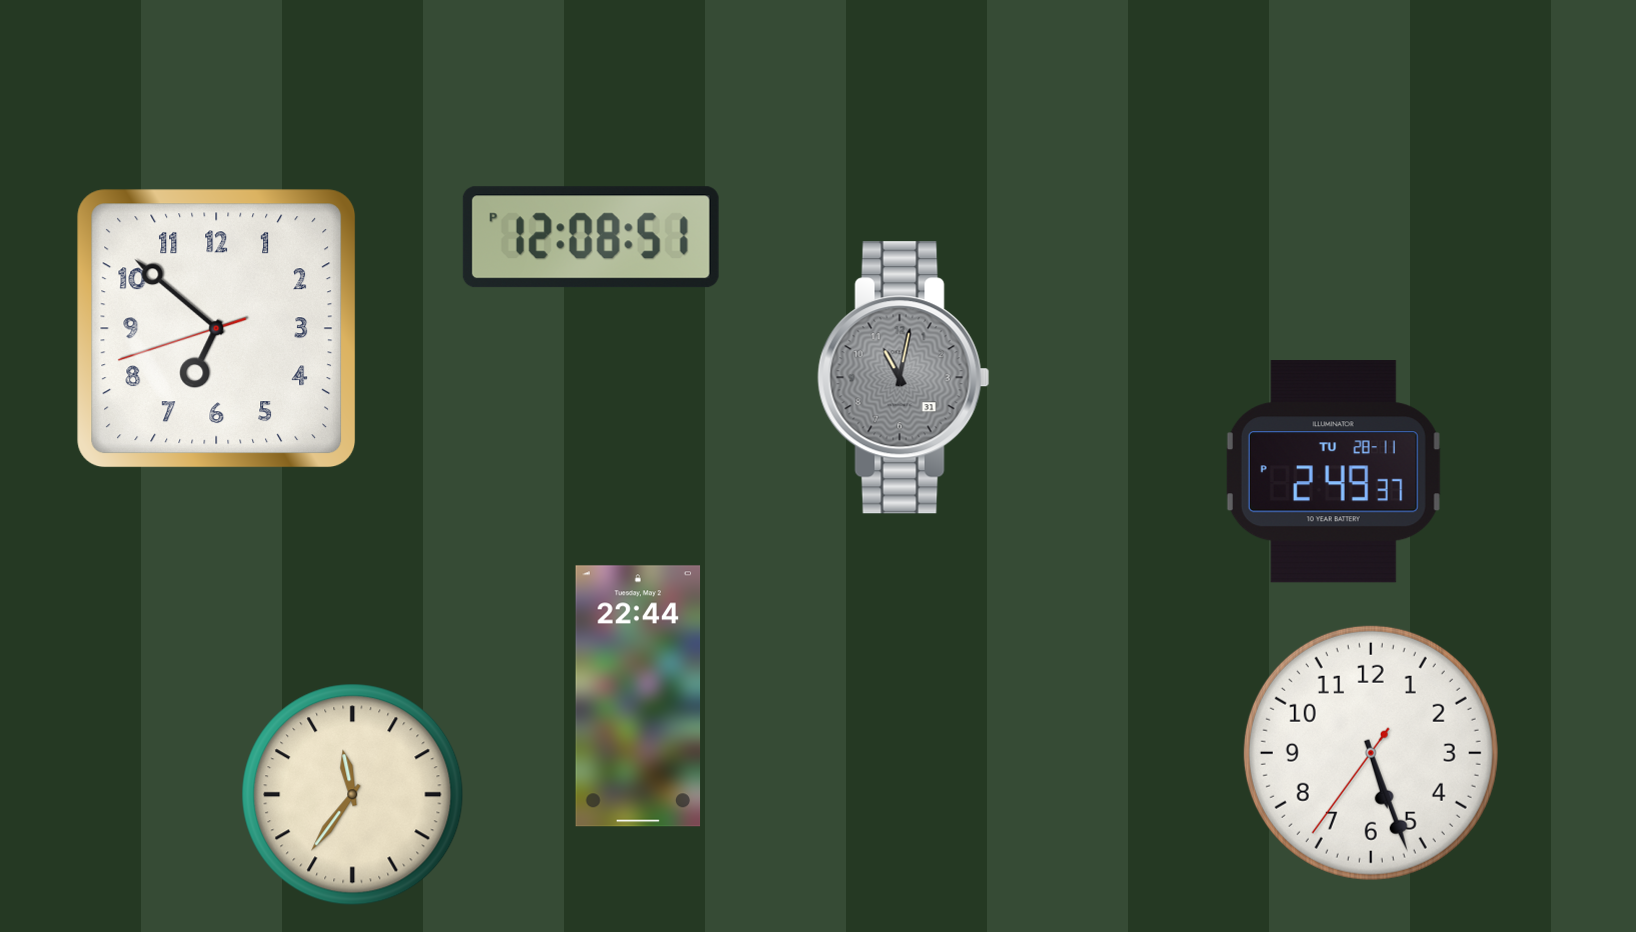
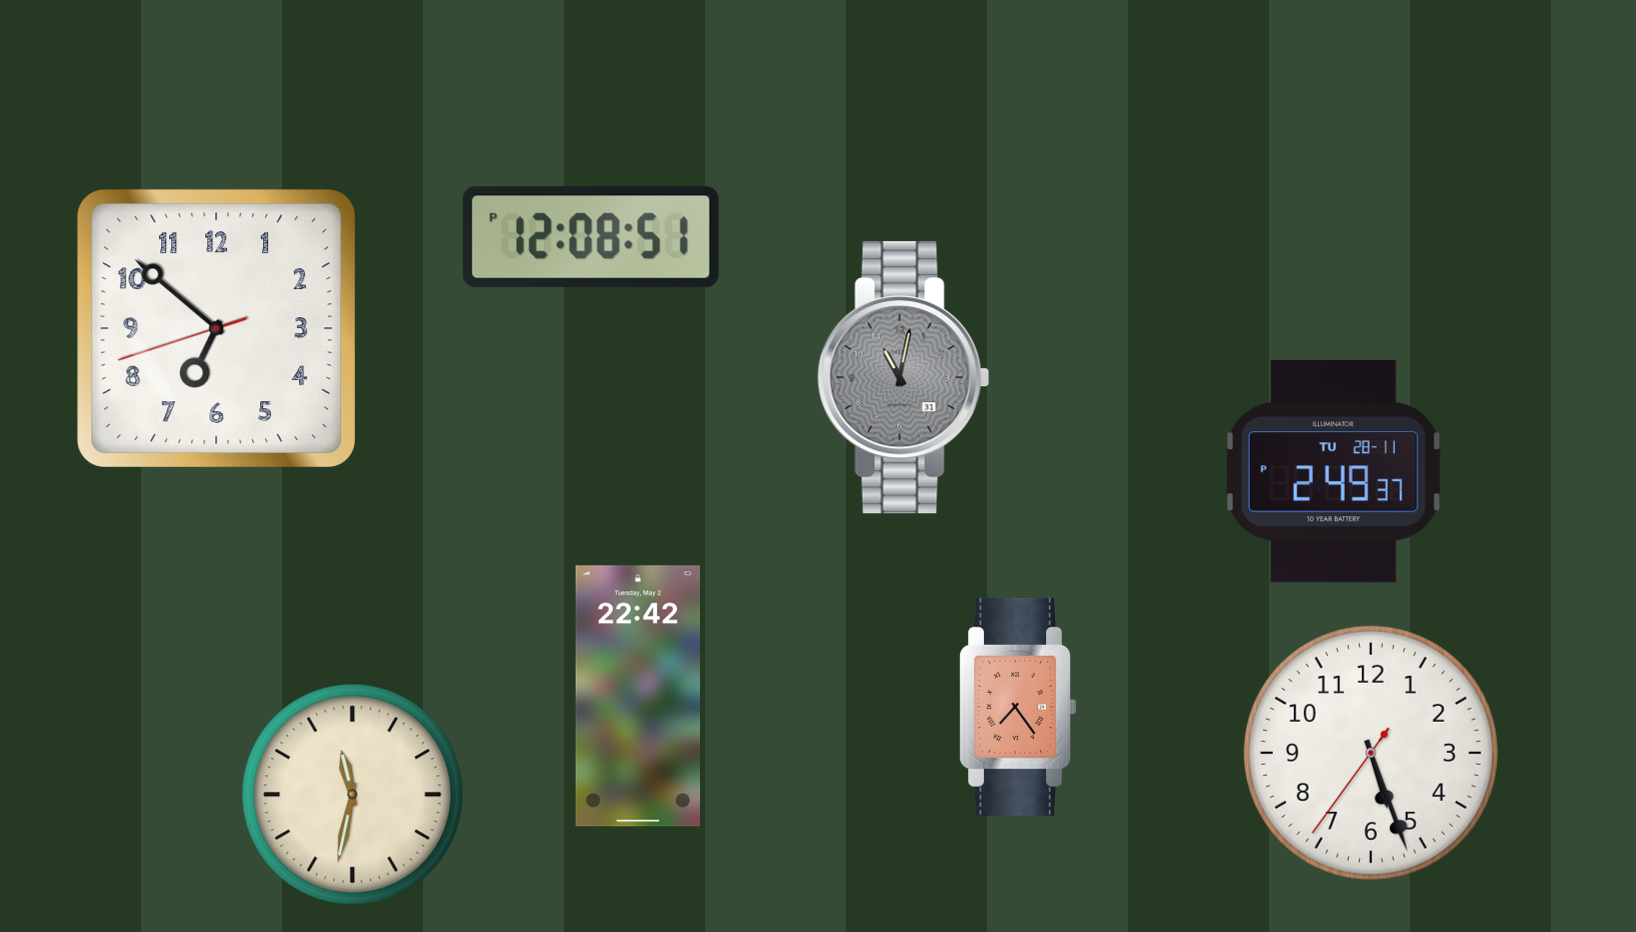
clock at (638, 696): 22:44 -> 22:42
clock at (1017, 707): none -> 7:24
clock at (353, 795): 11:36 -> 11:32
